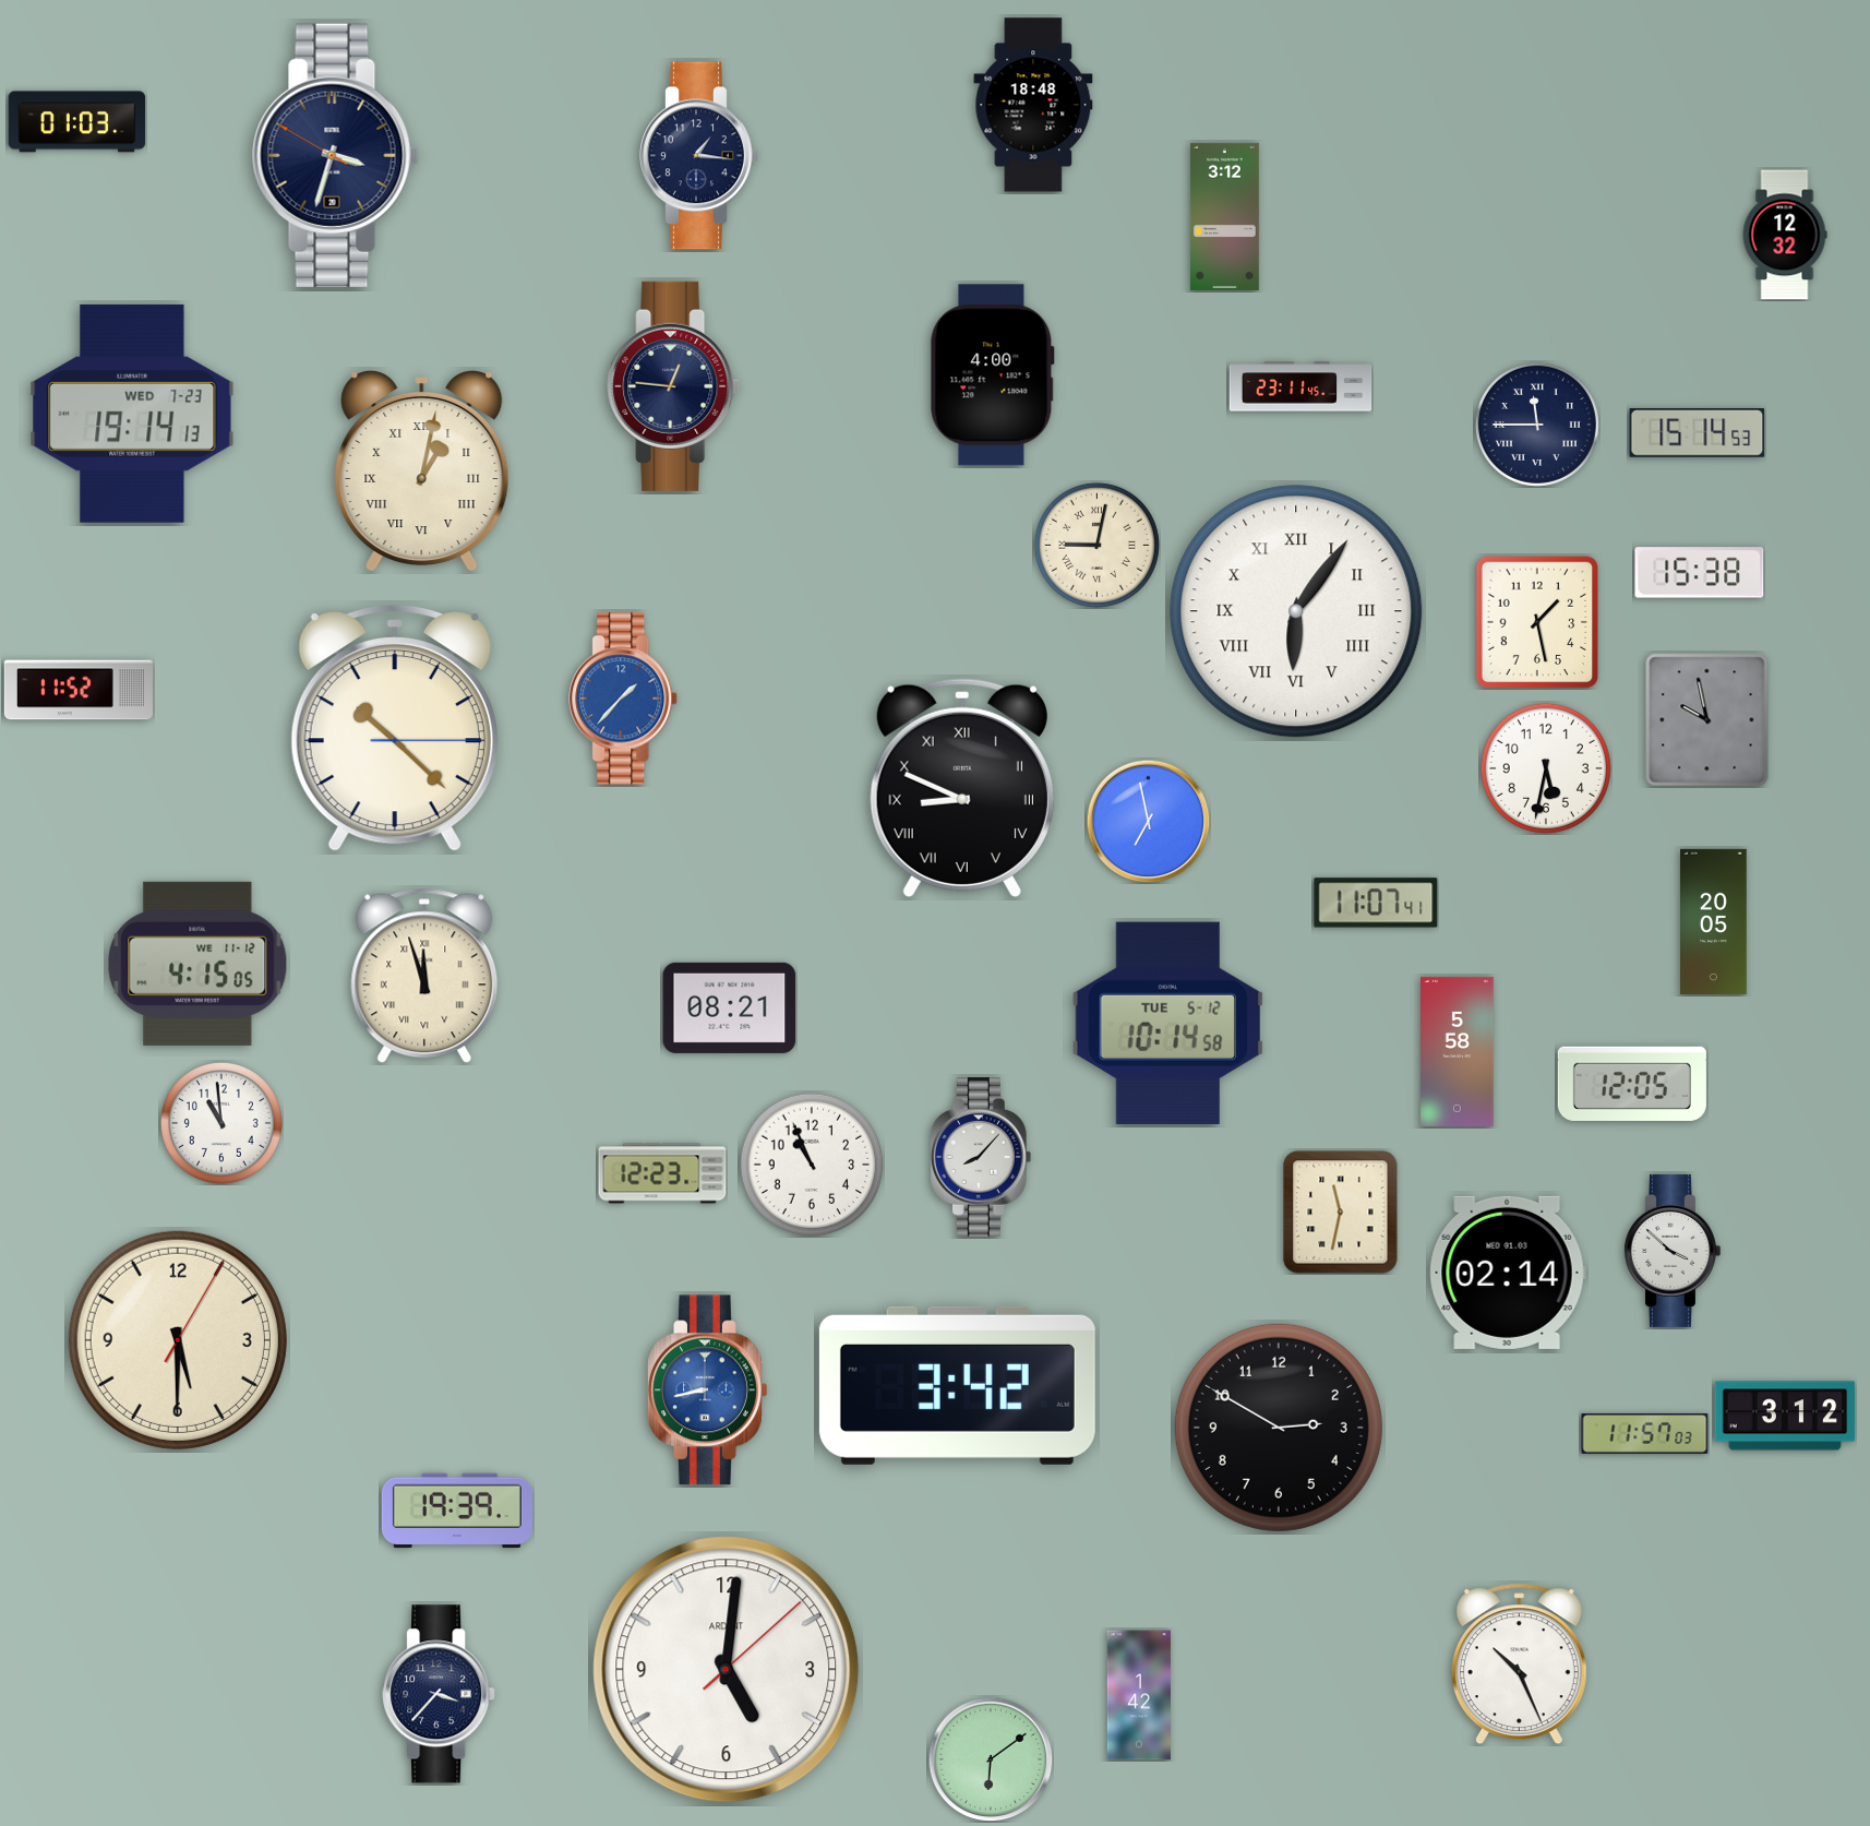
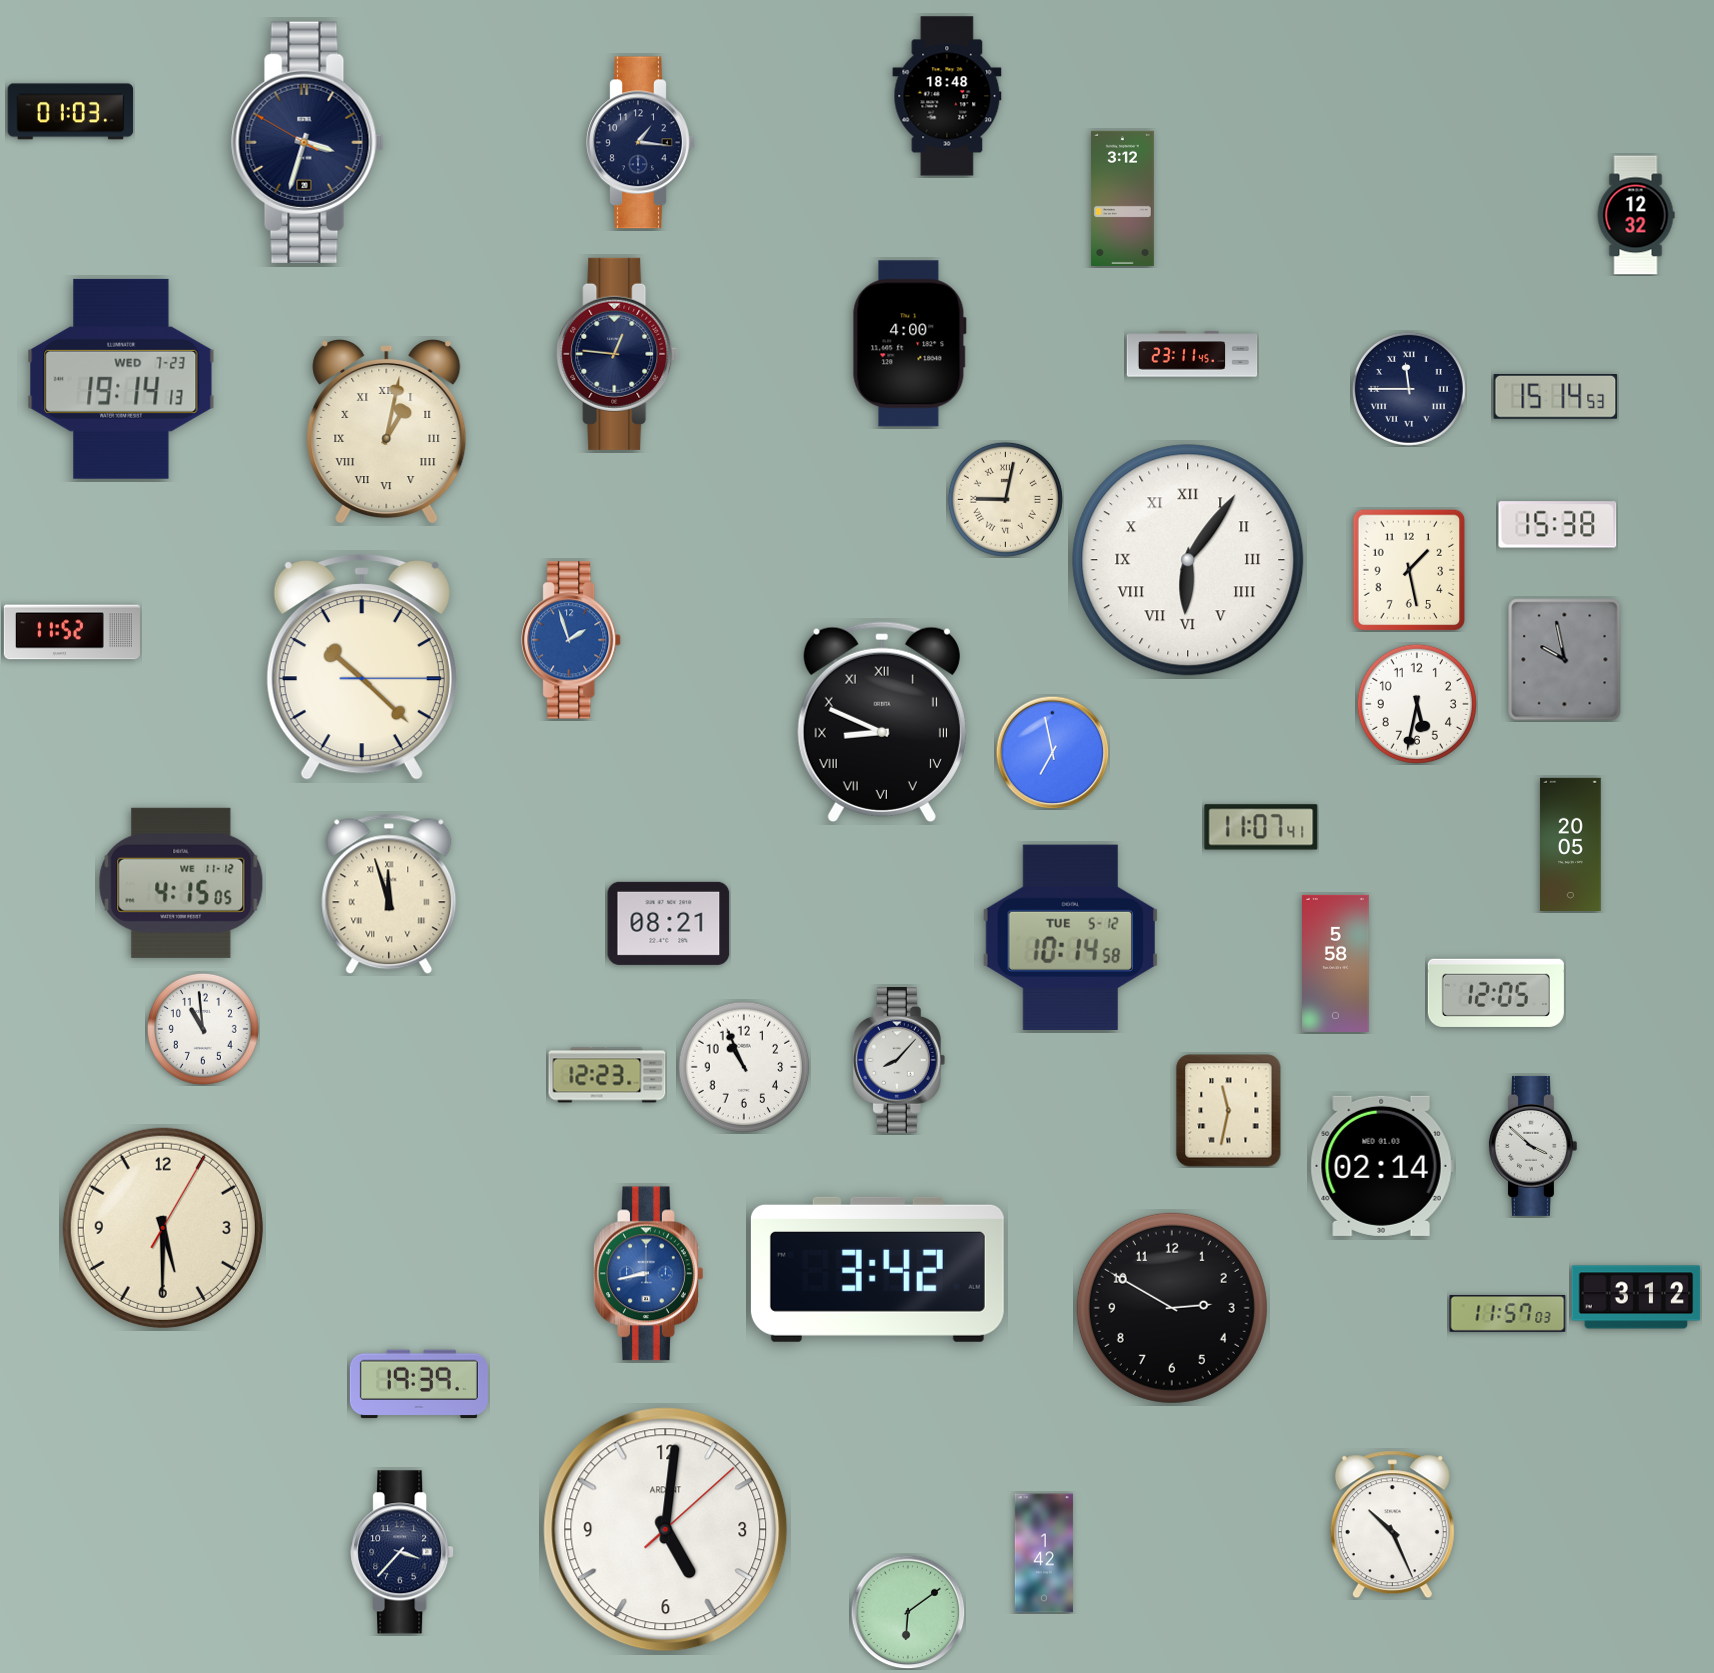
clock at (624, 699): 1:37 -> 1:57
